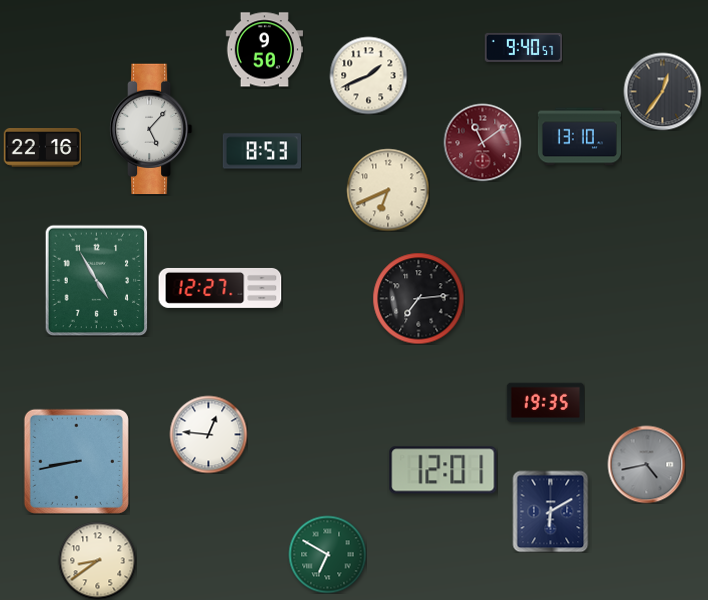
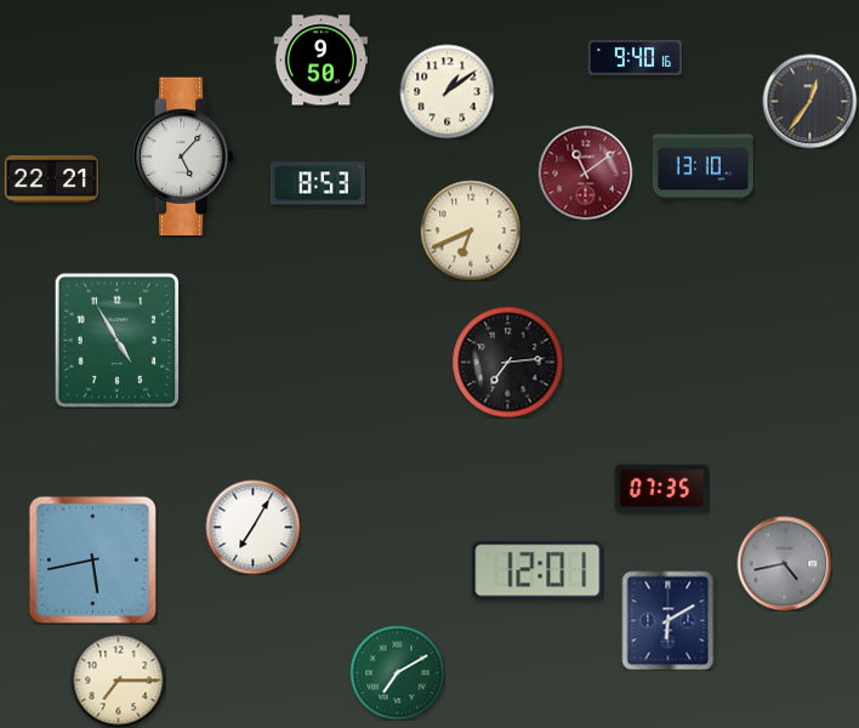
clock at (523, 47): 9:40:57 -> 9:40:16
clock at (368, 75): 1:41 -> 1:09
clock at (662, 91) position: (662, 91) -> (809, 101)
clock at (42, 148): 22:16 -> 22:21
clock at (220, 288): 12:27 -> none
clock at (545, 403): 19:35 -> 07:35
clock at (208, 434): 12:46 -> 7:05
clock at (76, 461): 8:43 -> 5:43
clock at (327, 554): 6:50 -> 7:10
clock at (97, 560): 8:39 -> 7:15
